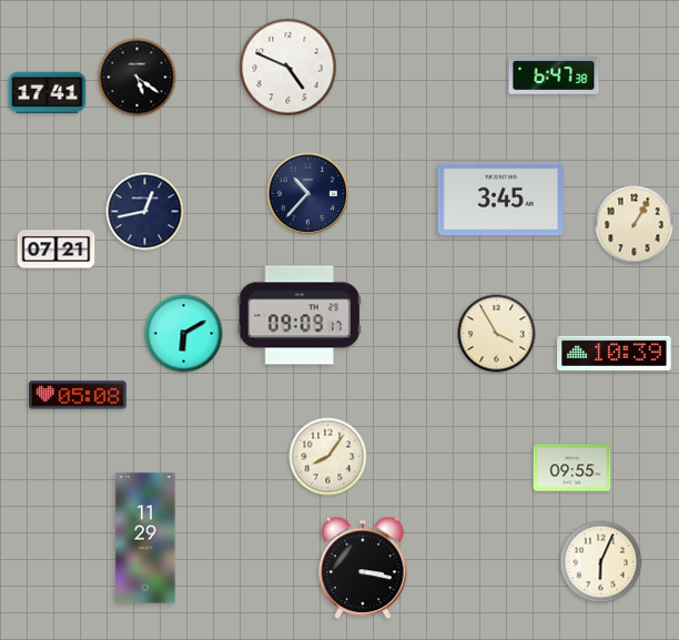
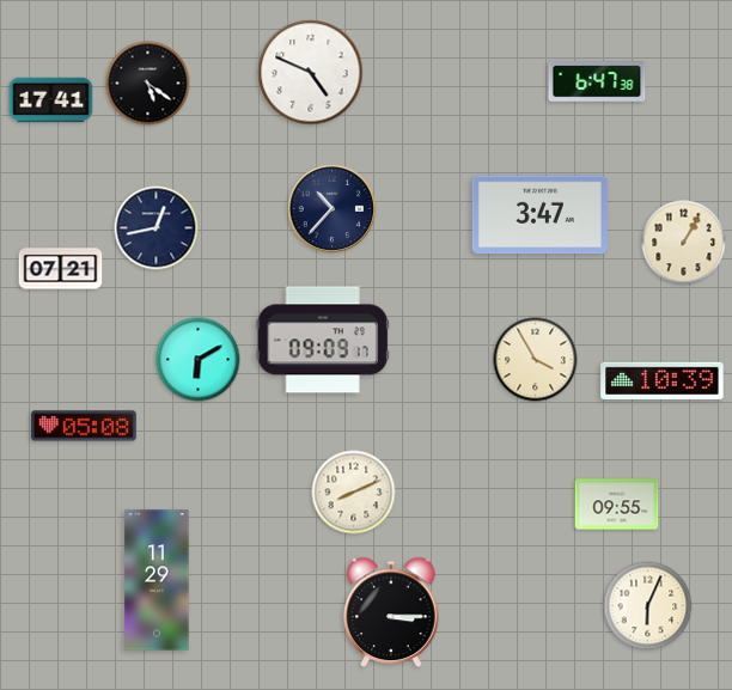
clock at (500, 200): 3:45 -> 3:47
clock at (328, 457): 8:06 -> 8:11
clock at (363, 568): 3:17 -> 3:15
